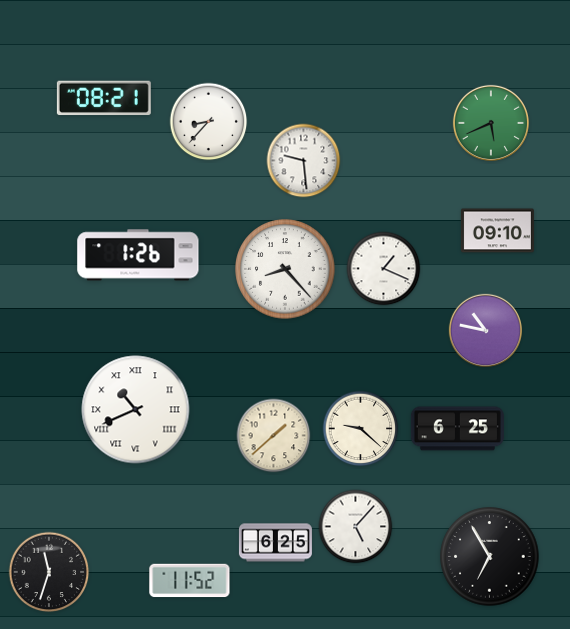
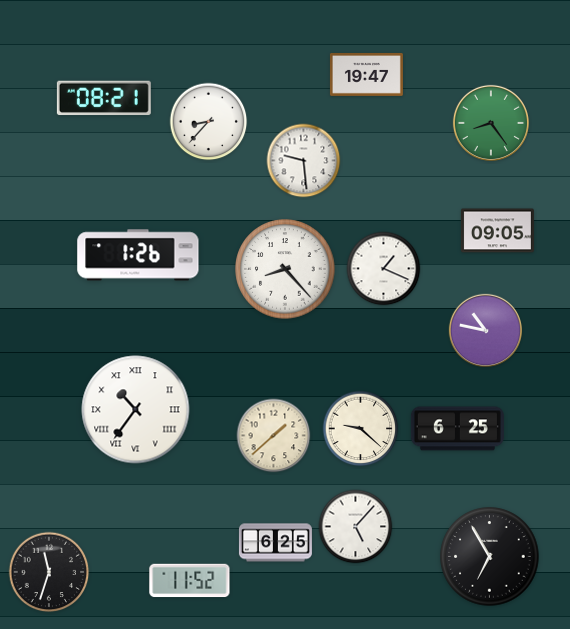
clock at (366, 74): none -> 19:47
clock at (491, 123): 5:41 -> 8:24
clock at (497, 231): 09:10 -> 09:05
clock at (136, 410): 10:41 -> 10:36
